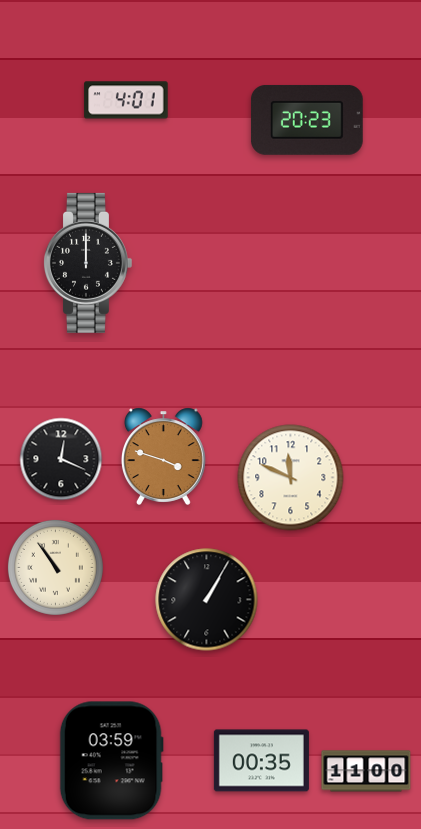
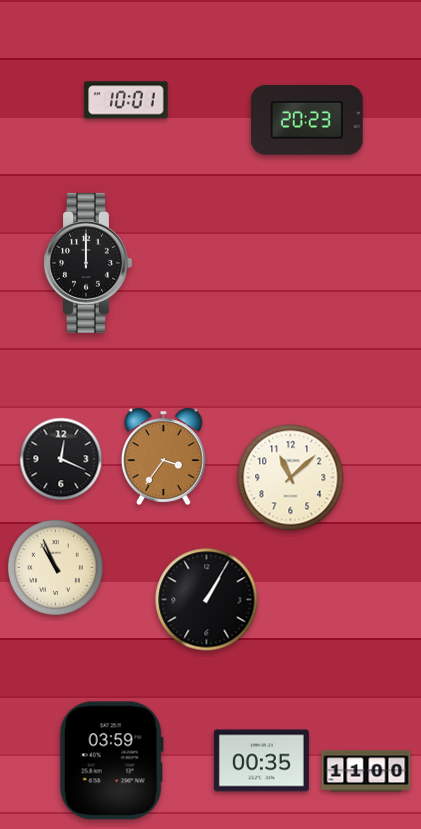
clock at (126, 100): 4:01 -> 10:01
clock at (163, 456): 3:48 -> 3:36
clock at (291, 478): 11:49 -> 11:08
clock at (55, 567): 10:54 -> 10:56
